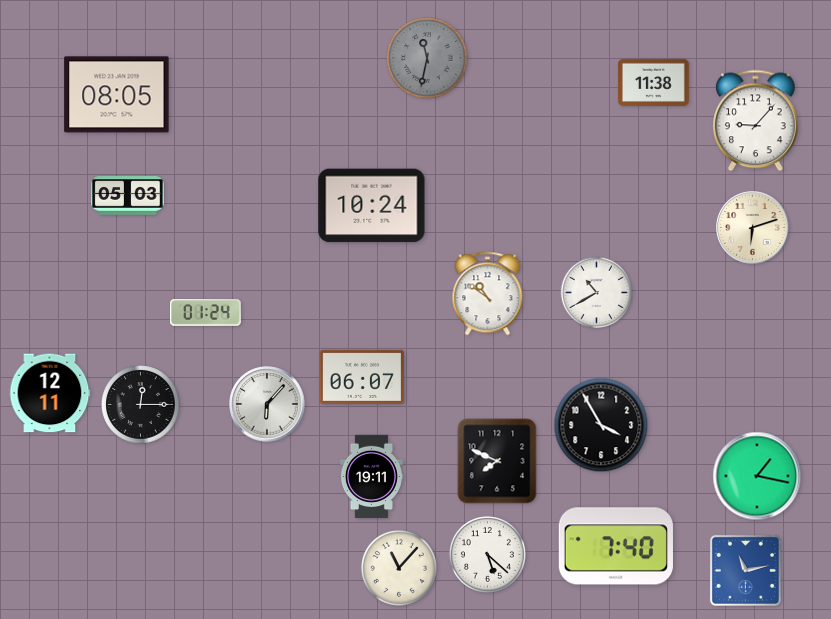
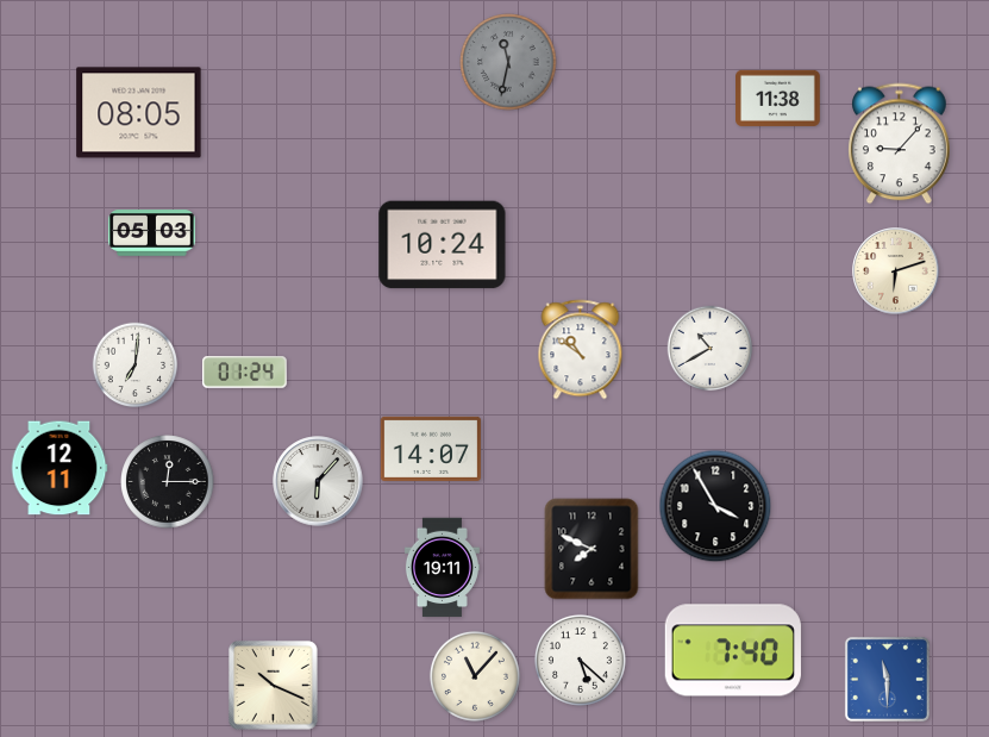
clock at (427, 58) position: (427, 58) -> (508, 62)
clock at (136, 366): none -> 7:01
clock at (362, 377): 06:07 -> 14:07
clock at (757, 476): 1:17 -> none
clock at (745, 570): 11:13 -> 11:30
clock at (274, 686): none -> 10:19
